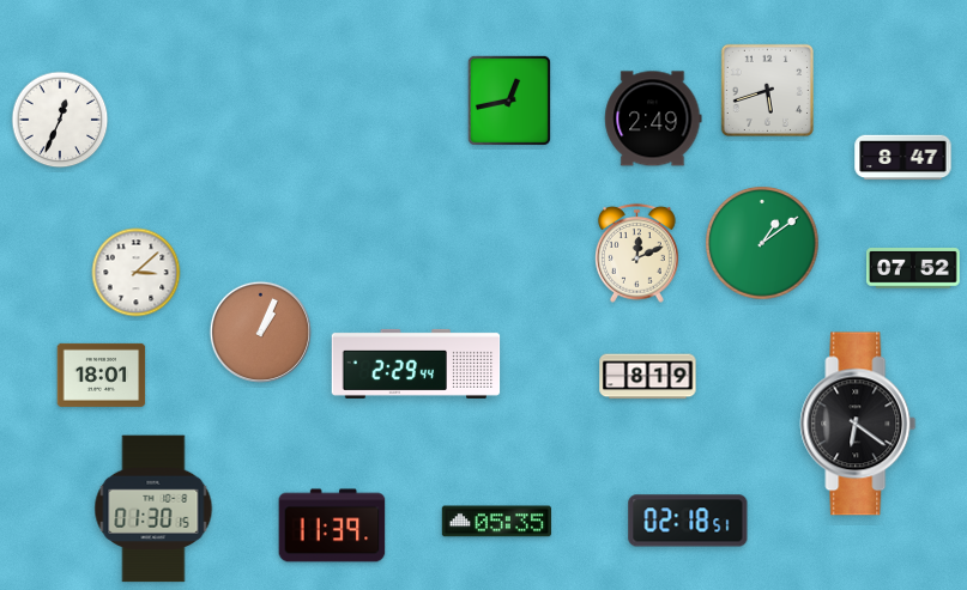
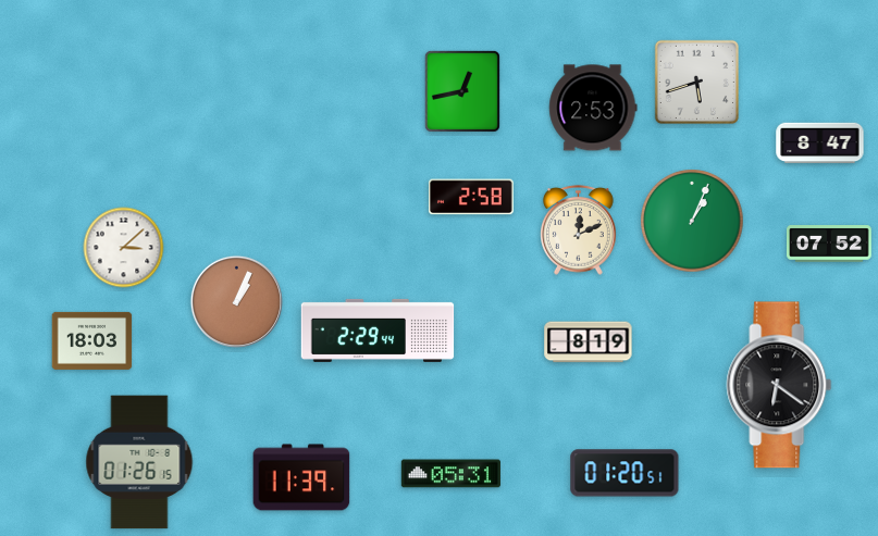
clock at (653, 118): 2:49 -> 2:53
clock at (60, 120): 12:34 -> none
clock at (472, 197): none -> 2:58
clock at (762, 243): 1:09 -> 1:04
clock at (102, 375): 18:01 -> 18:03
clock at (153, 509): 01:30 -> 01:26
clock at (688, 521): 02:18 -> 01:20
clock at (496, 522): 05:35 -> 05:31
